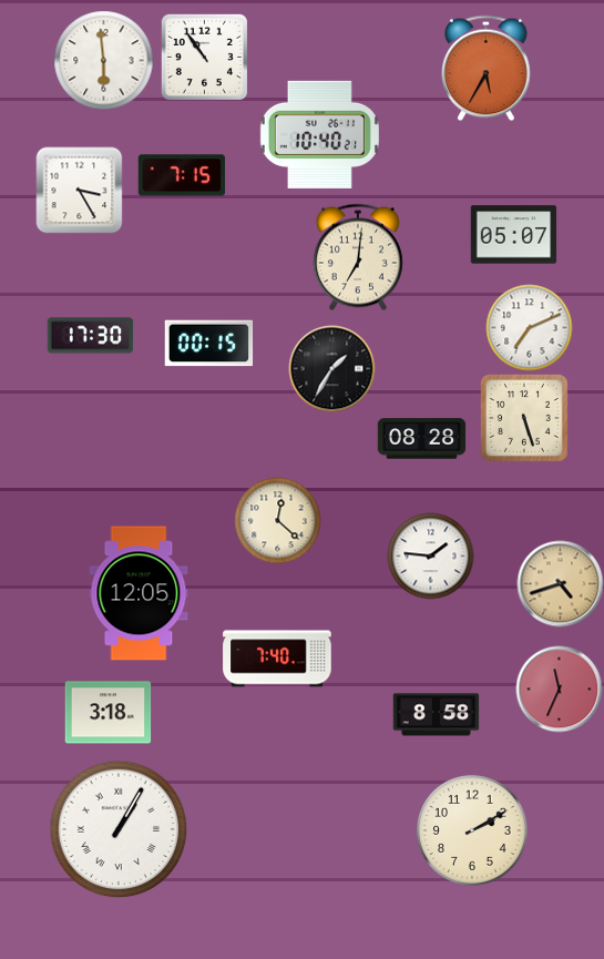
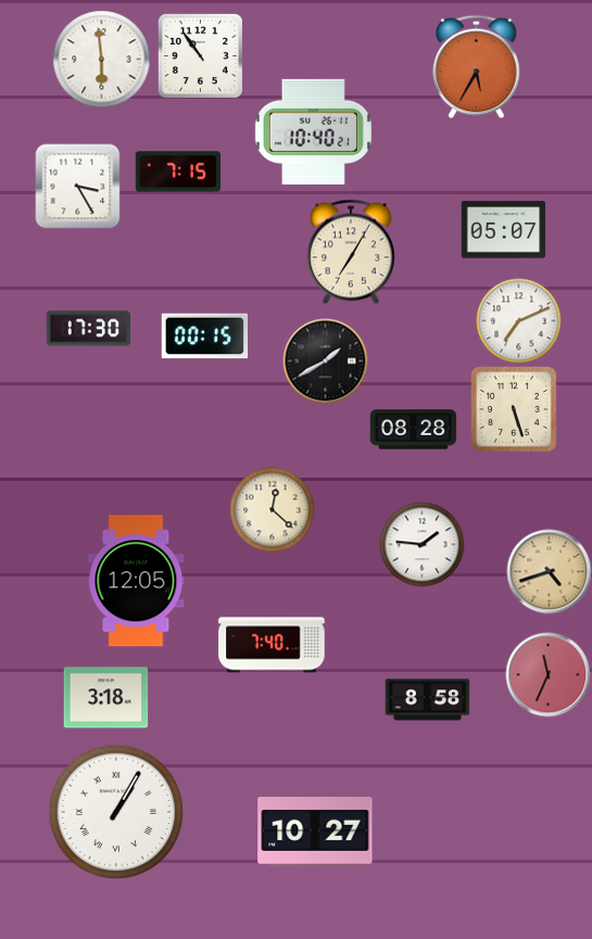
clock at (358, 257): 7:01 -> 7:05
clock at (331, 368): 1:35 -> 1:40
clock at (473, 832): 2:10 -> none
clock at (315, 832): none -> 10:27
